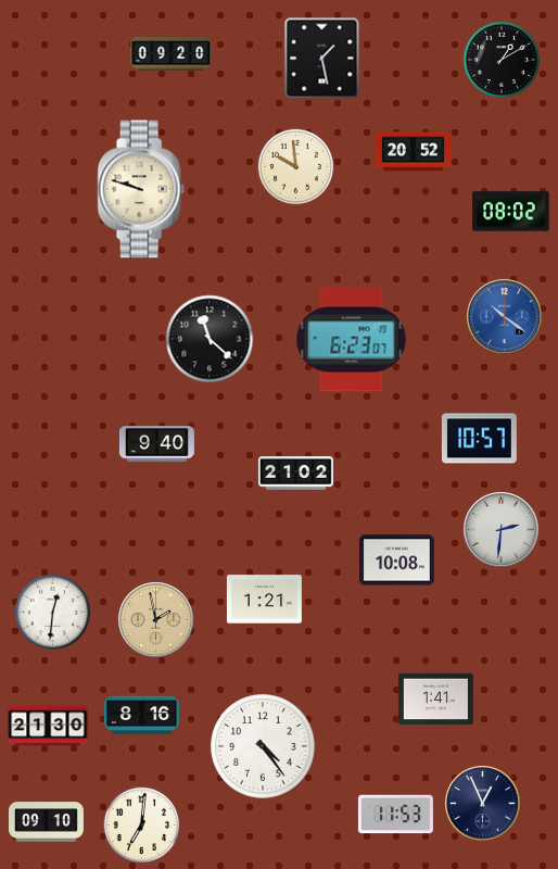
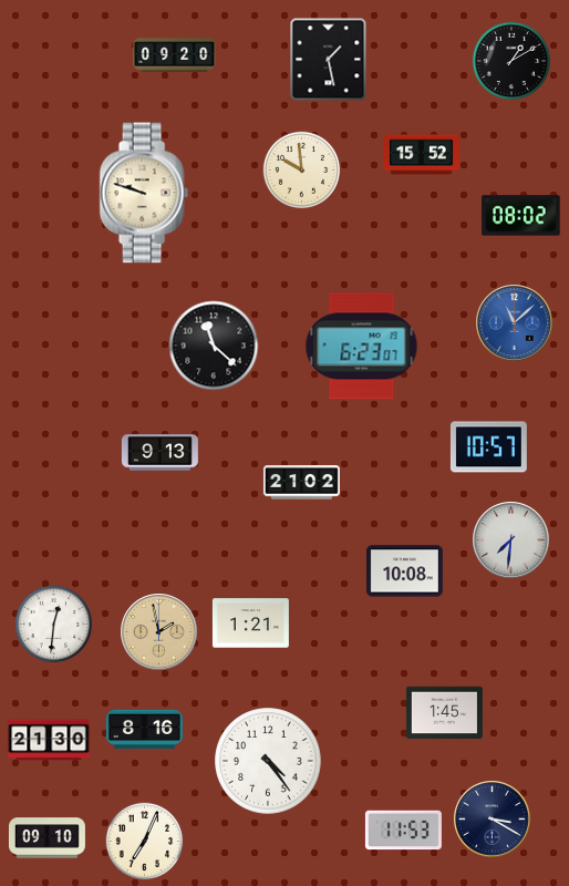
clock at (413, 152): 20:52 -> 15:52
clock at (505, 317): 10:21 -> 11:08
clock at (352, 340) position: (352, 340) -> (362, 347)
clock at (156, 444): 9:40 -> 9:13
clock at (502, 530): 2:31 -> 7:31
clock at (264, 600) position: (264, 600) -> (250, 624)
clock at (435, 700): 1:41 -> 1:45
clock at (483, 804): 12:56 -> 3:20
clock at (142, 826): 7:01 -> 7:04
